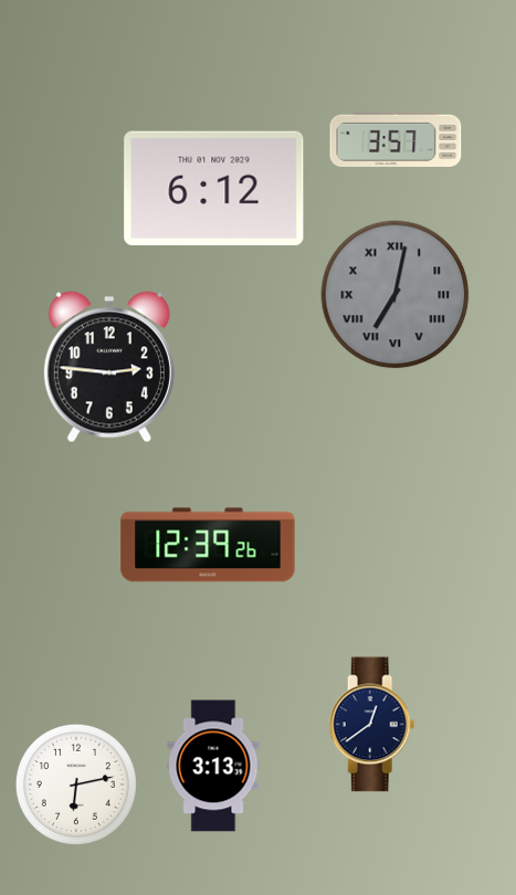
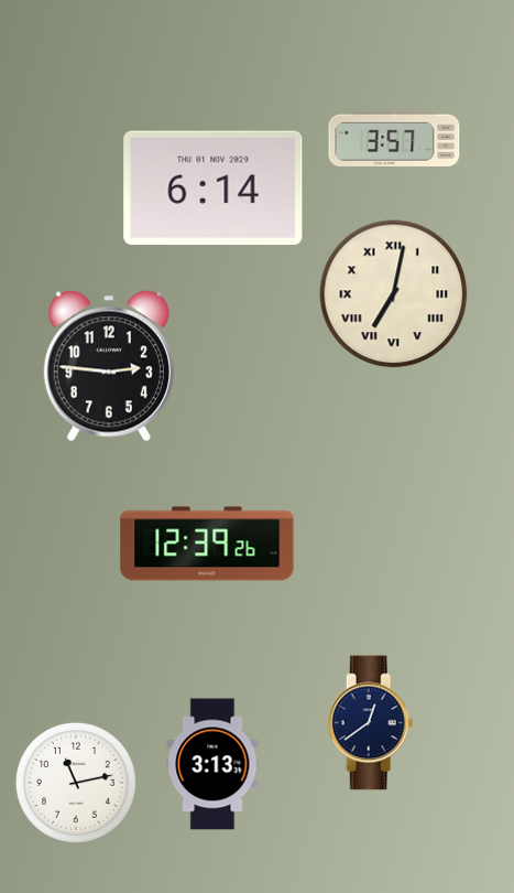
clock at (214, 189): 6:12 -> 6:14
clock at (396, 295) dial: grey -> cream
clock at (76, 785): 6:13 -> 11:13
